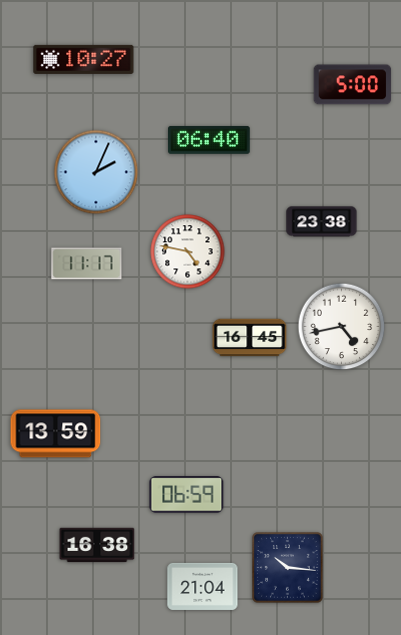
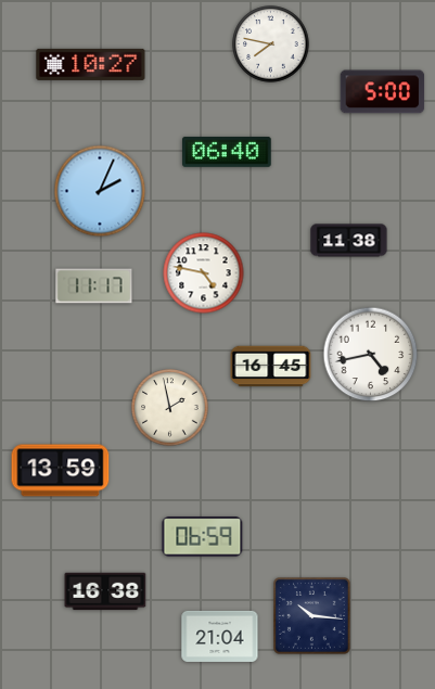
clock at (271, 44): none -> 7:47
clock at (96, 172) position: (96, 172) -> (100, 191)
clock at (322, 222): 23:38 -> 11:38
clock at (170, 408): none -> 1:58
